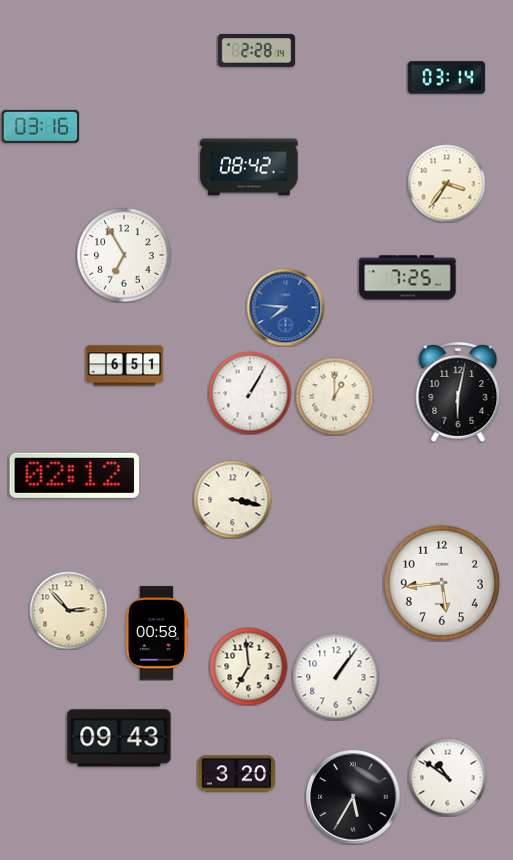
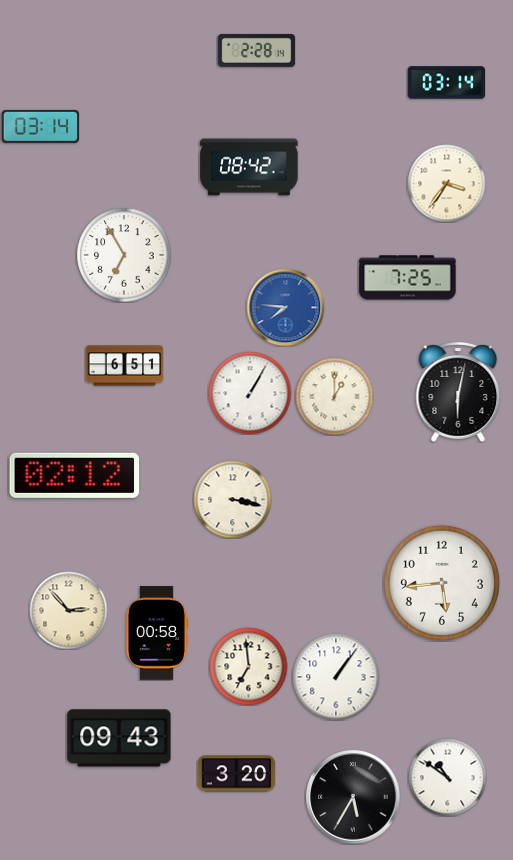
clock at (446, 78) position: (446, 78) -> (446, 83)
clock at (40, 126): 03:16 -> 03:14
